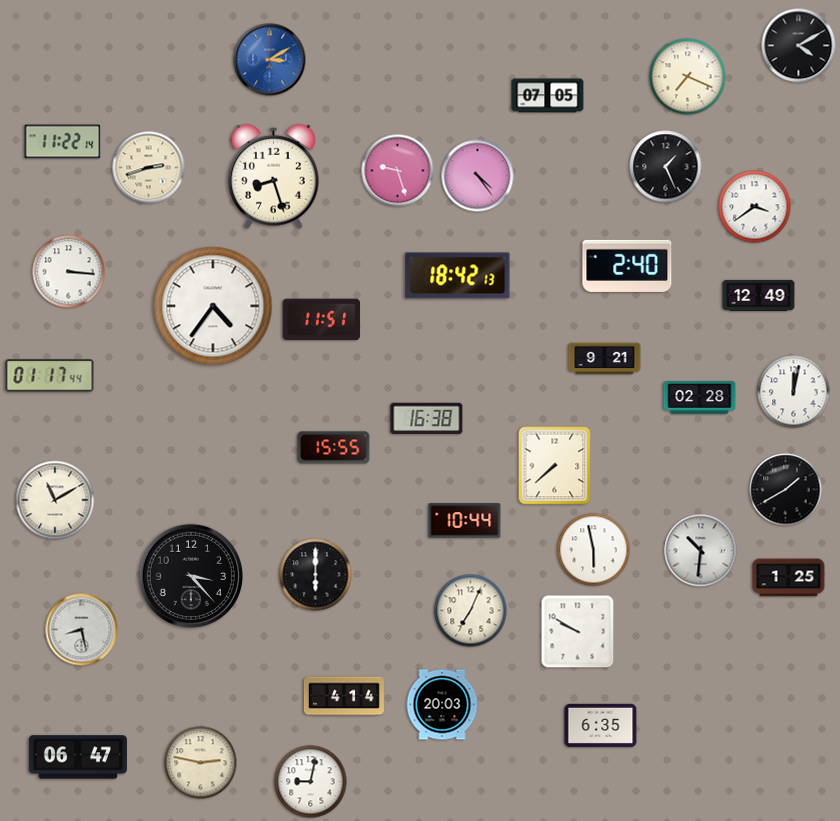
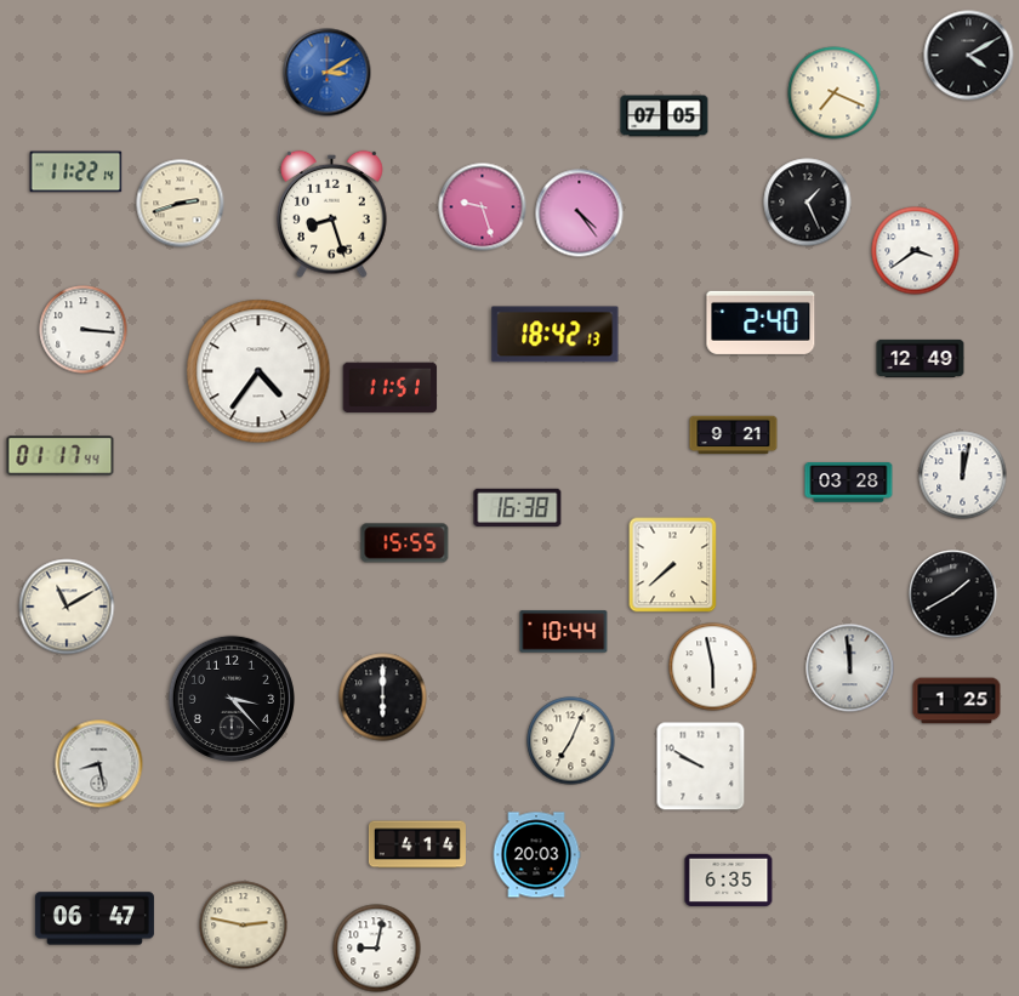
clock at (700, 398): 02:28 -> 03:28
clock at (594, 550) position: (594, 550) -> (713, 667)
clock at (701, 551): 10:31 -> 11:59
